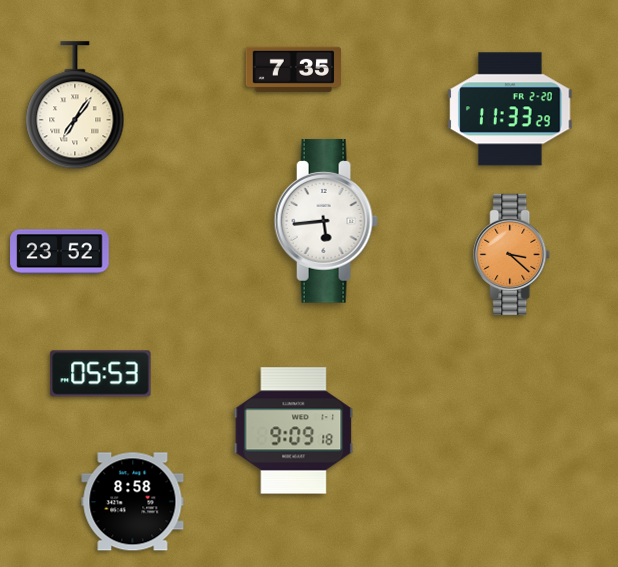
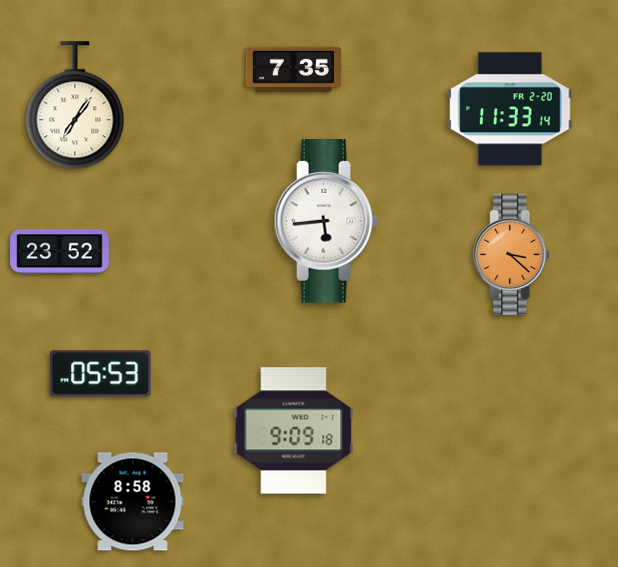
clock at (510, 109): 11:33:29 -> 11:33:14
